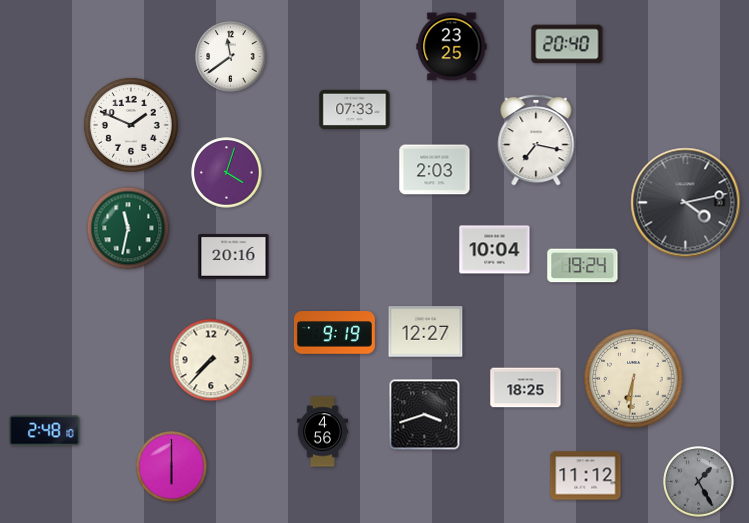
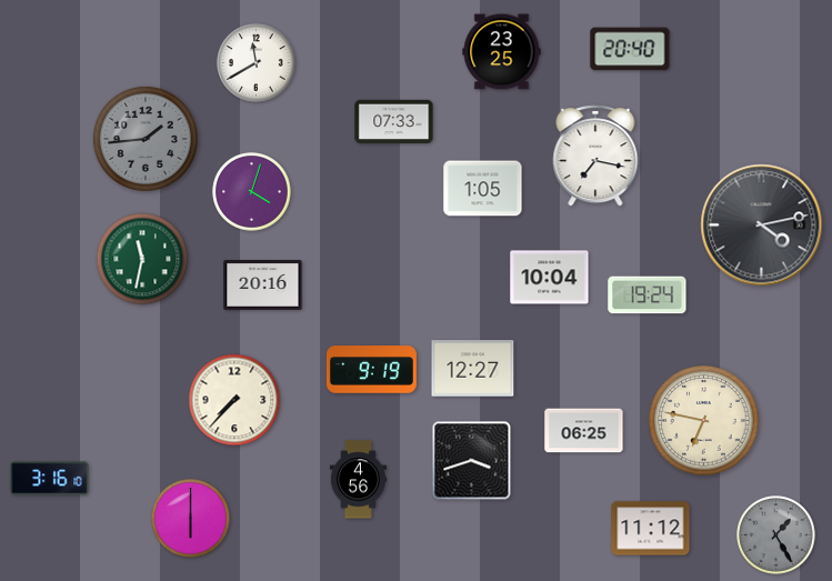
clock at (231, 57): 11:39 -> 11:40
clock at (131, 125): 1:49 -> 1:44
clock at (131, 125) dial: white -> grey
clock at (435, 170): 2:03 -> 1:05
clock at (128, 228) position: (128, 228) -> (142, 259)
clock at (234, 257) position: (234, 257) -> (263, 286)
clock at (634, 379): 6:31 -> 6:47
clock at (526, 388): 18:25 -> 06:25
clock at (45, 431): 2:48 -> 3:16
